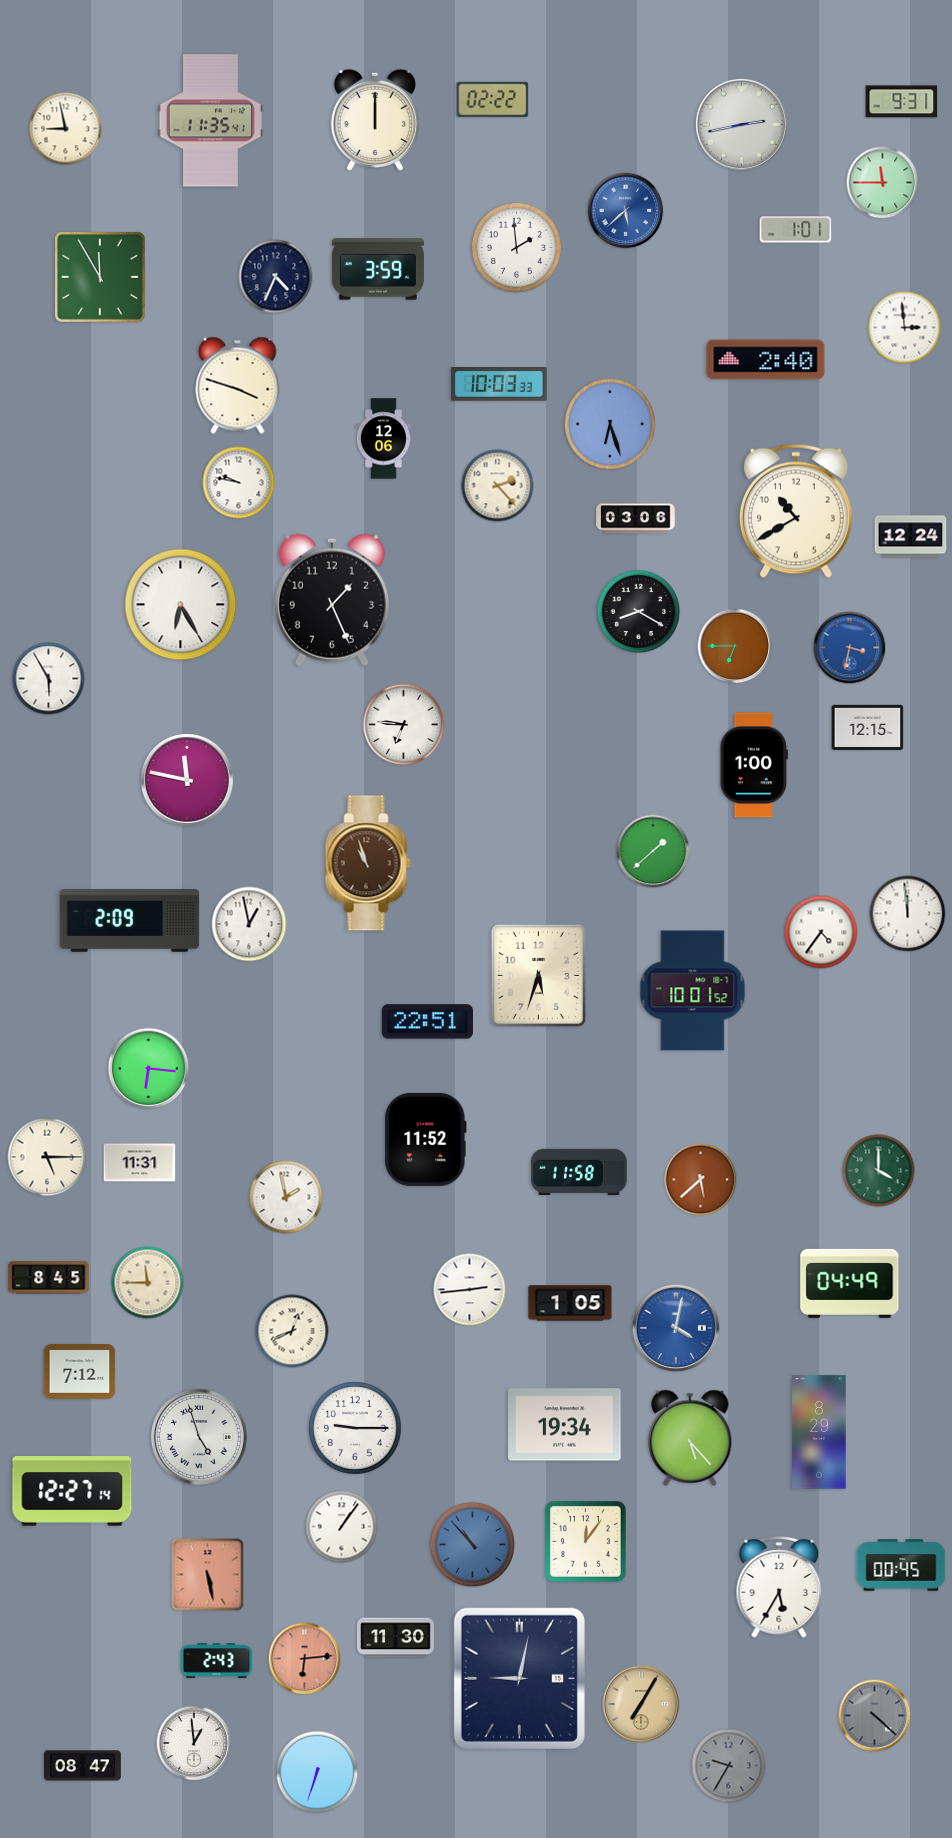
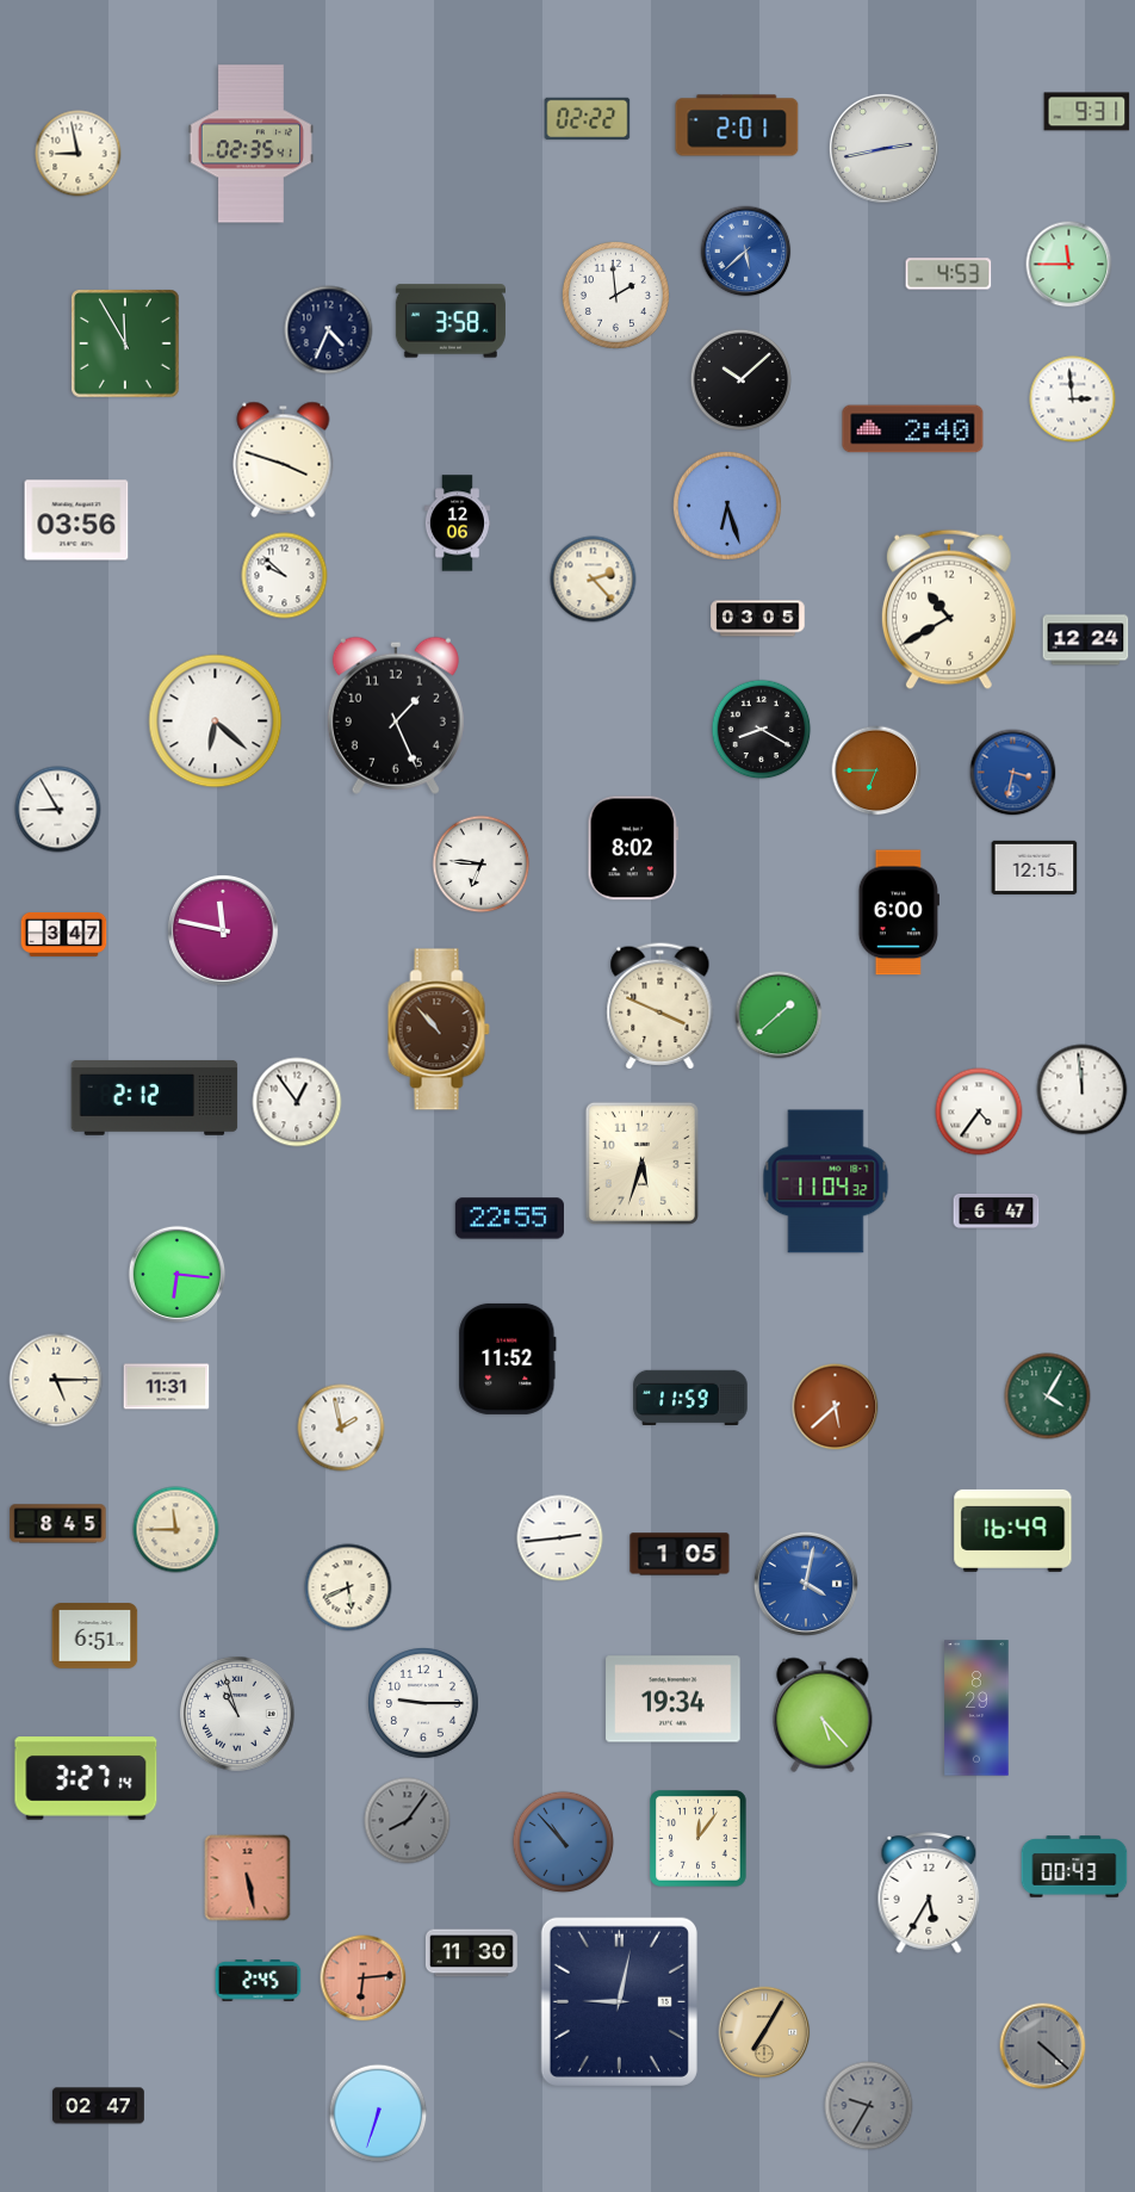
clock at (902, 102) position: (902, 102) -> (1087, 112)
clock at (737, 125): none -> 2:01
clock at (375, 120): 12:00 -> none
clock at (210, 121): 11:35 -> 02:35
clock at (883, 183) position: (883, 183) -> (1069, 265)
clock at (796, 230): 1:01 -> 4:53
clock at (378, 269): 3:59 -> 3:58
clock at (100, 277) position: (100, 277) -> (125, 343)
clock at (742, 380): none -> 10:08
clock at (905, 328) position: (905, 328) -> (1073, 400)
clock at (499, 384): 10:03 -> none
clock at (76, 520): none -> 03:56
clock at (239, 483): 9:47 -> 9:52
clock at (636, 519): 03:06 -> 03:05
clock at (181, 605): 6:25 -> 6:22
clock at (49, 679): 5:55 -> 8:55
clock at (633, 848): none -> 8:02
clock at (754, 765): 1:00 -> 6:00
clock at (64, 934): none -> 3:47
clock at (660, 1007): none -> 3:49
clock at (368, 863): 10:57 -> 10:53
clock at (130, 921): 2:09 -> 2:12
clock at (249, 924): 12:58 -> 12:54
clock at (693, 991): 10:01 -> 11:04
clock at (997, 1210): none -> 6:47
clock at (427, 1022): 22:51 -> 22:55
clock at (579, 1171): 11:58 -> 11:59
clock at (879, 1171): 4:00 -> 4:05
clock at (850, 1283): 04:49 -> 16:49
clock at (292, 1331): 12:41 -> 5:41
clock at (80, 1372): 7:12 -> 6:51
clock at (200, 1438): 4:57 -> 10:57
clock at (72, 1491): 12:27 -> 3:27
clock at (342, 1527): 1:06 -> 8:06
clock at (342, 1527) dial: white -> grey
clock at (901, 1565): 00:45 -> 00:43
clock at (217, 1661): 2:43 -> 2:45
clock at (194, 1743): 12:59 -> none
clock at (82, 1766): 08:47 -> 02:47
